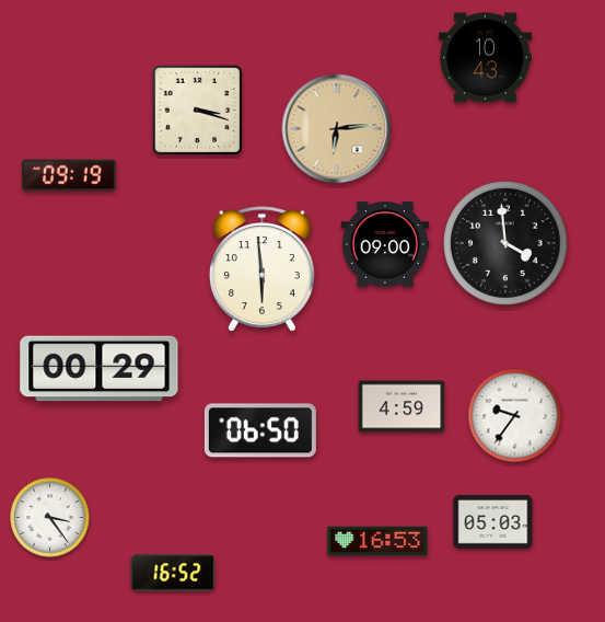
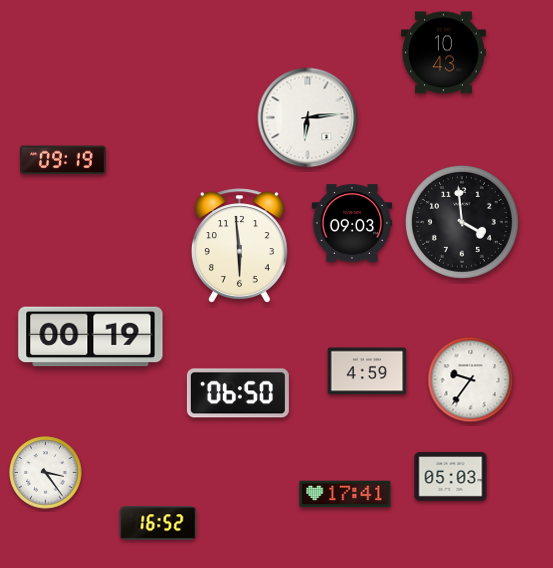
clock at (198, 111): 3:18 -> none
clock at (337, 129) dial: champagne -> white
clock at (385, 244): 09:00 -> 09:03
clock at (100, 369): 00:29 -> 00:19
clock at (377, 541): 16:53 -> 17:41
